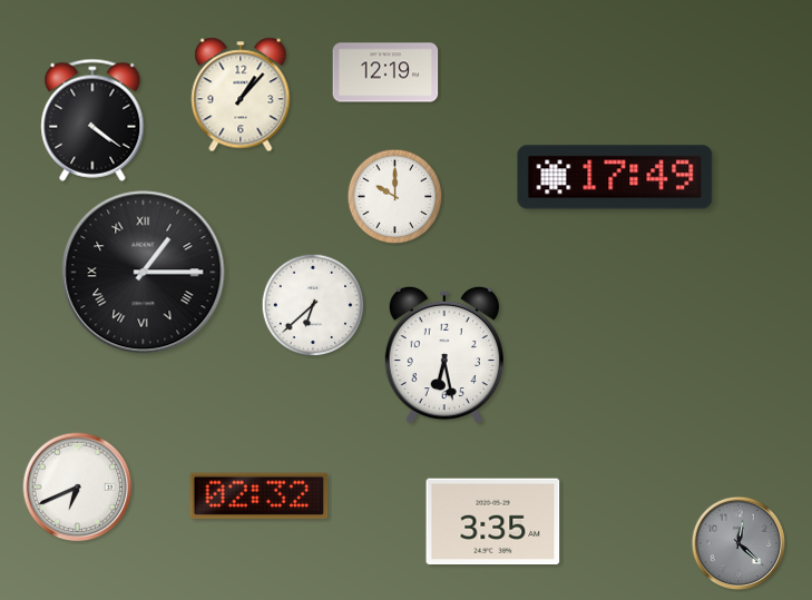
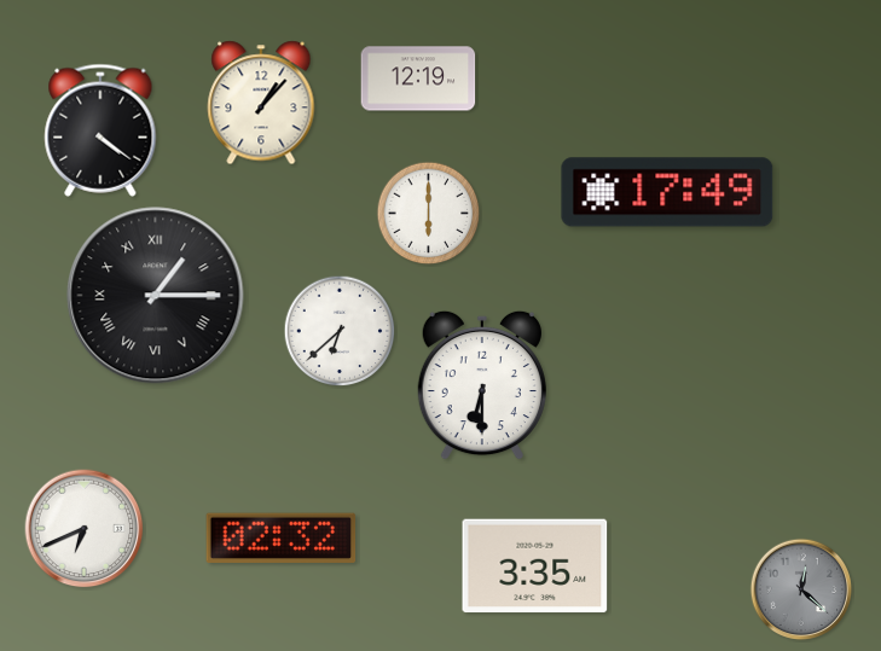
clock at (395, 197): 10:00 -> 6:00
clock at (444, 355): 6:28 -> 6:30
